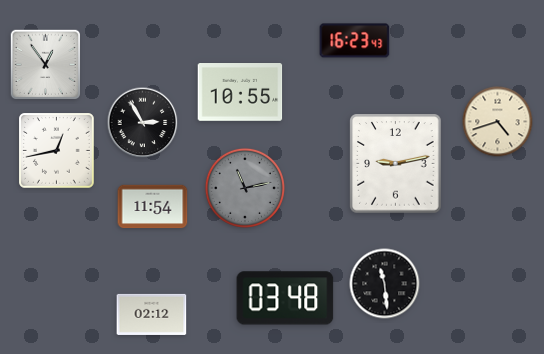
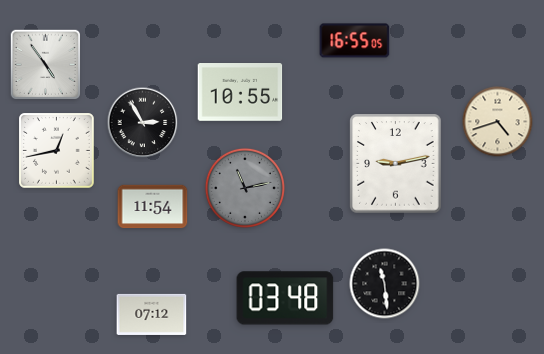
clock at (355, 41): 16:23 -> 16:55
clock at (45, 64): 12:54 -> 4:54
clock at (152, 314): 02:12 -> 07:12
